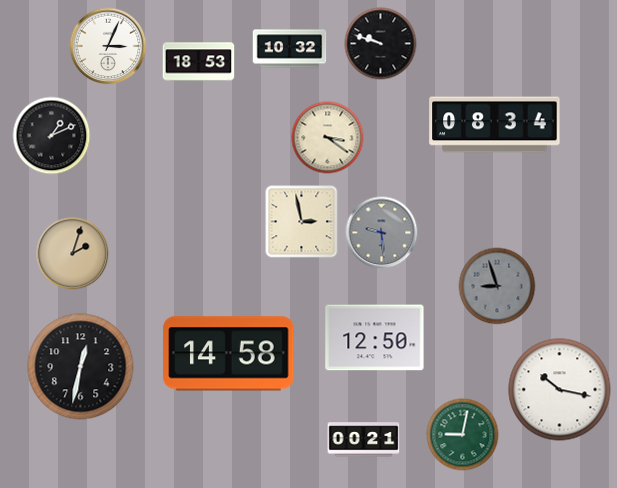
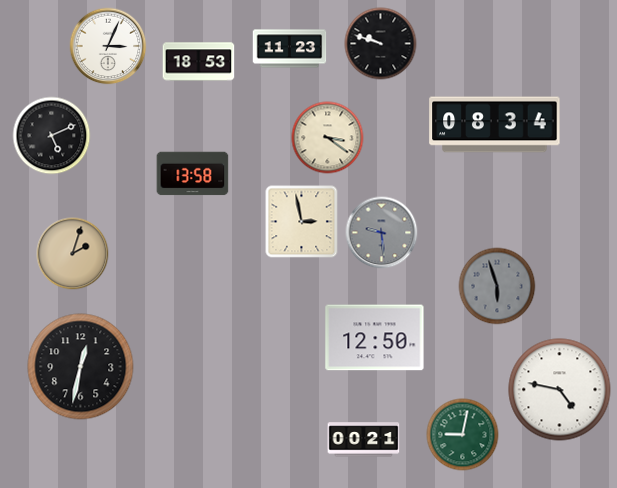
clock at (290, 49): 10:32 -> 11:23
clock at (52, 136): 1:11 -> 5:11
clock at (193, 174): none -> 13:58
clock at (497, 286): 8:57 -> 5:57
clock at (229, 354): 14:58 -> none
clock at (560, 390): 10:17 -> 4:47
